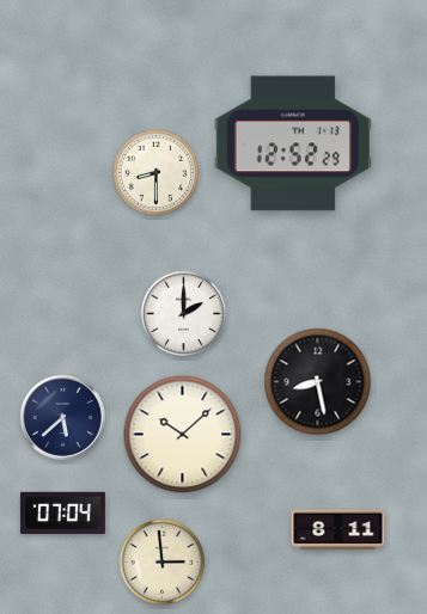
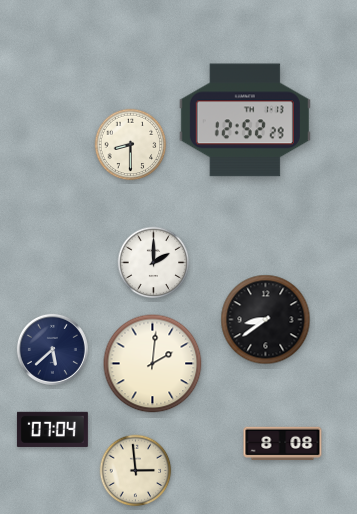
clock at (318, 382): 8:28 -> 8:39
clock at (183, 435): 10:08 -> 2:01
clock at (338, 530): 8:11 -> 8:08
